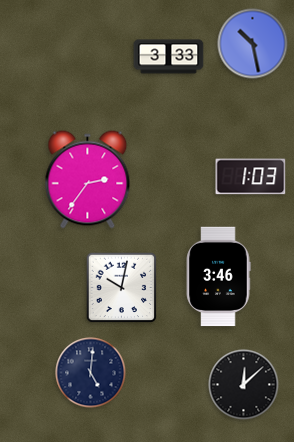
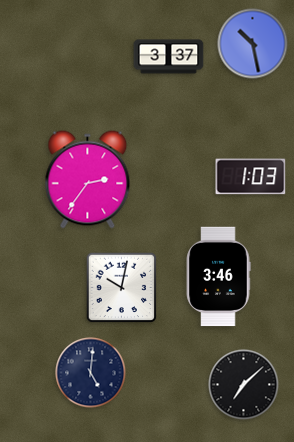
clock at (169, 57): 3:33 -> 3:37
clock at (244, 385): 12:08 -> 7:08
